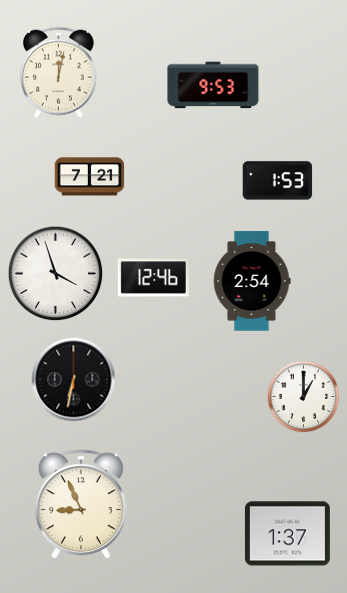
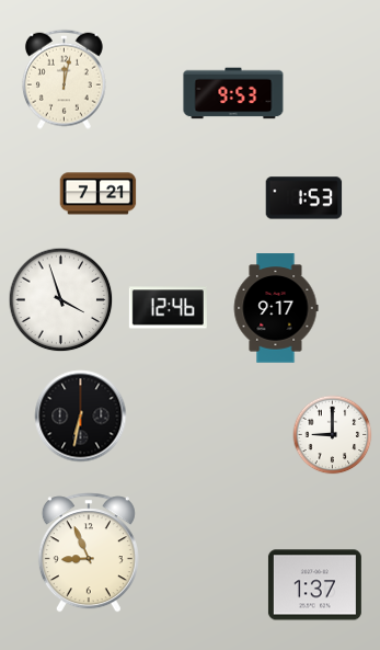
clock at (153, 278) position: (153, 278) -> (168, 308)
clock at (252, 281): 2:54 -> 9:17
clock at (304, 397): 1:00 -> 9:00
